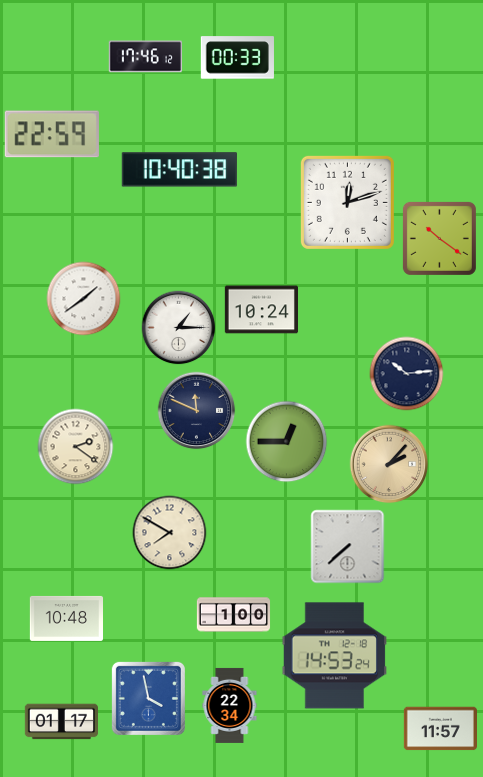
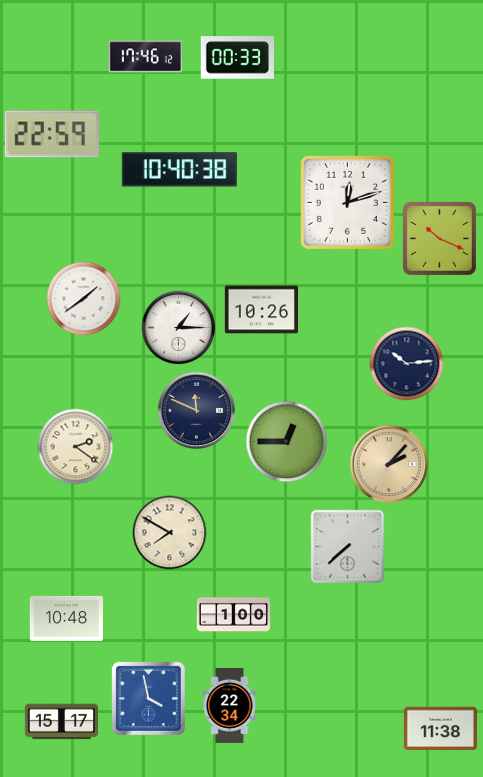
clock at (439, 238): 10:21 -> 10:19
clock at (261, 310): 10:24 -> 10:26
clock at (407, 374) position: (407, 374) -> (407, 364)
clock at (334, 656): 14:53 -> none
clock at (61, 722): 01:17 -> 15:17
clock at (440, 729): 11:57 -> 11:38
